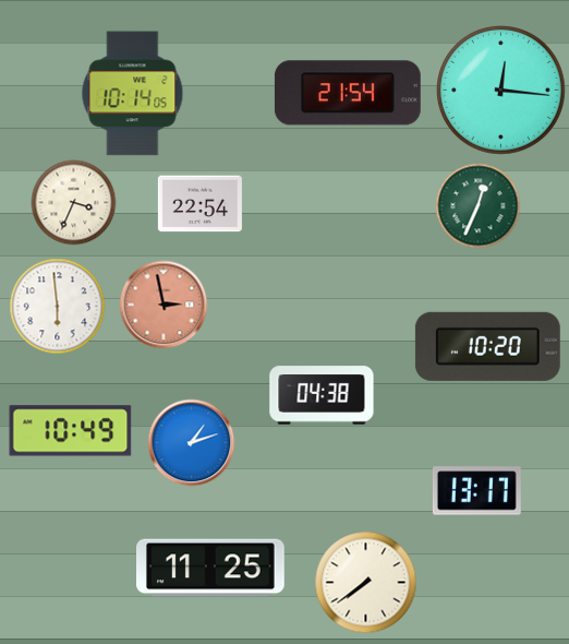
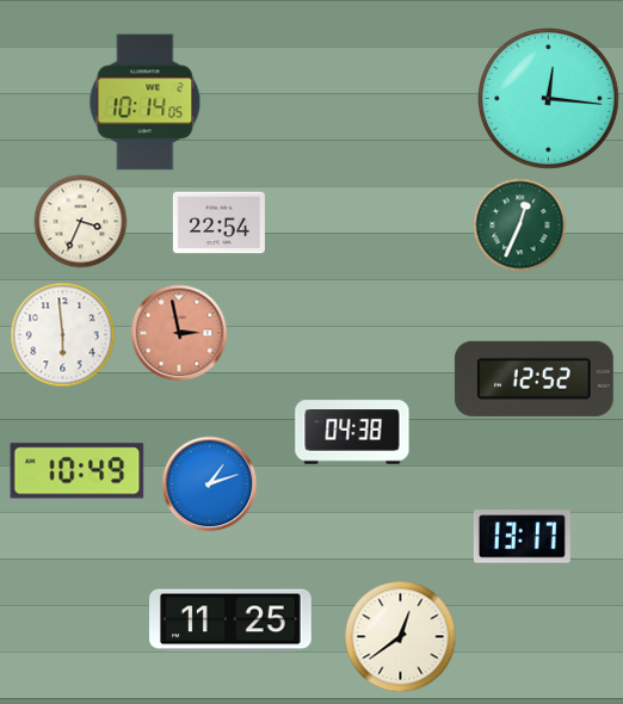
clock at (348, 93): 21:54 -> none
clock at (477, 205) position: (477, 205) -> (519, 224)
clock at (487, 346): 10:20 -> 12:52
clock at (365, 582): 7:39 -> 12:39
